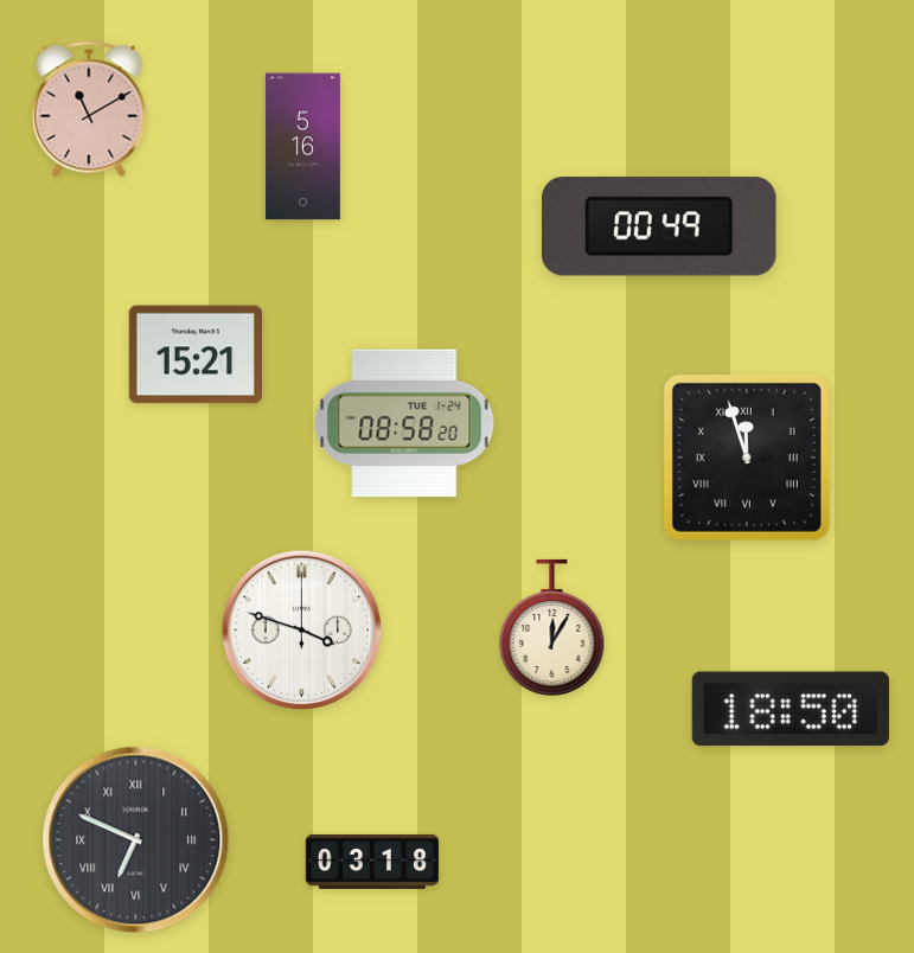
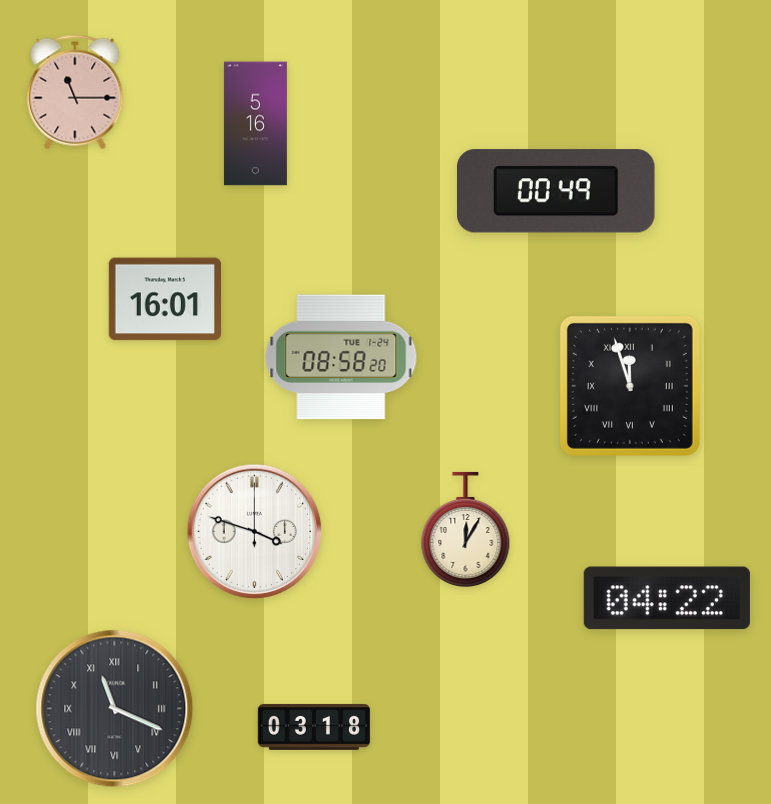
clock at (89, 109): 11:10 -> 11:15
clock at (194, 354): 15:21 -> 16:01
clock at (791, 709): 18:50 -> 04:22
clock at (136, 840): 6:49 -> 11:19
